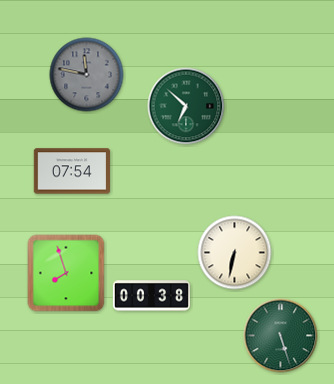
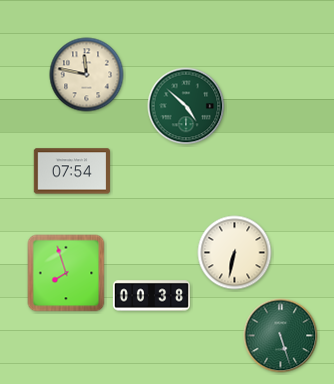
clock at (87, 75) dial: grey -> cream
clock at (186, 106): 6:52 -> 4:52
